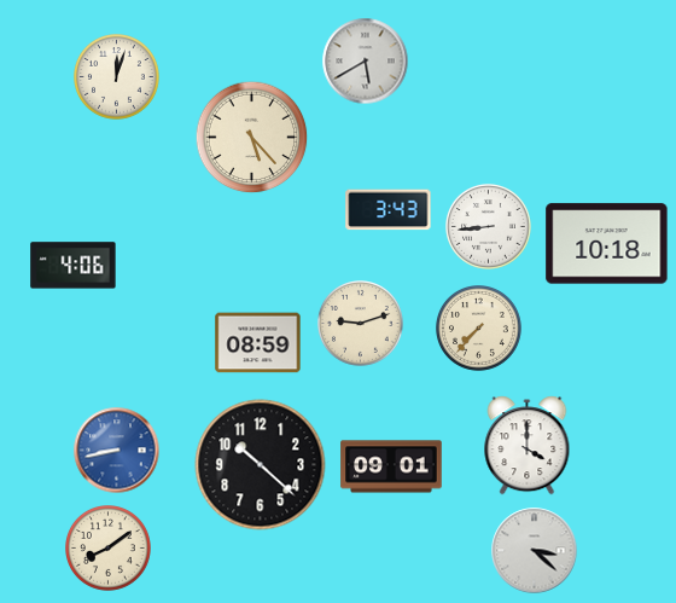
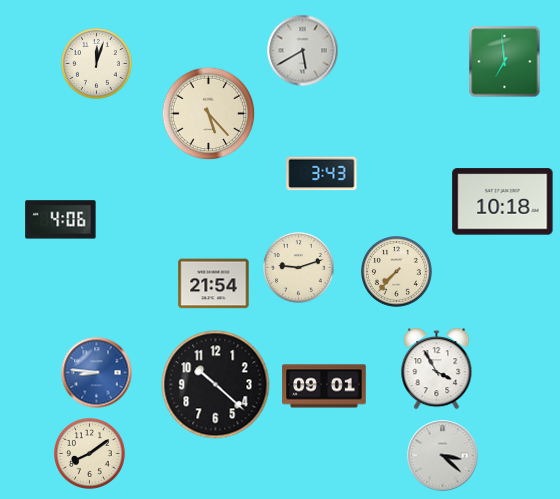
clock at (505, 62): none -> 6:59
clock at (489, 227): 8:44 -> none
clock at (258, 343): 08:59 -> 21:54
clock at (528, 446): 4:00 -> 3:55
clock at (117, 451): 8:43 -> 8:46
